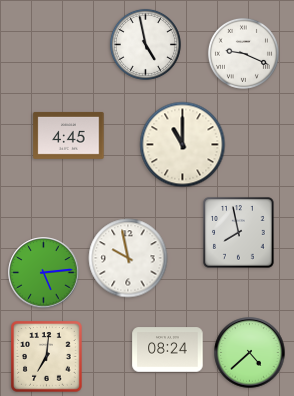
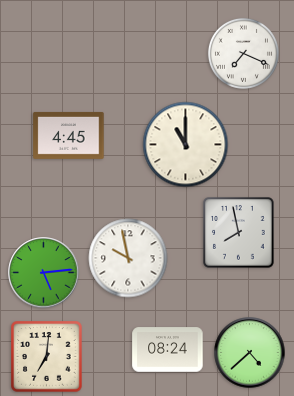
clock at (145, 44): 4:58 -> none
clock at (243, 53): 9:19 -> 7:19
clock at (183, 145) position: (183, 145) -> (186, 145)
